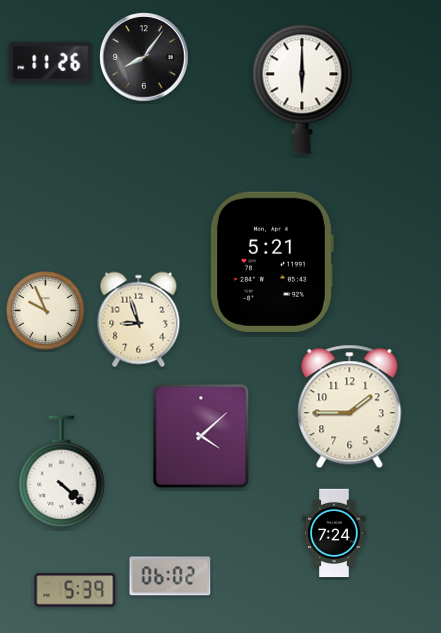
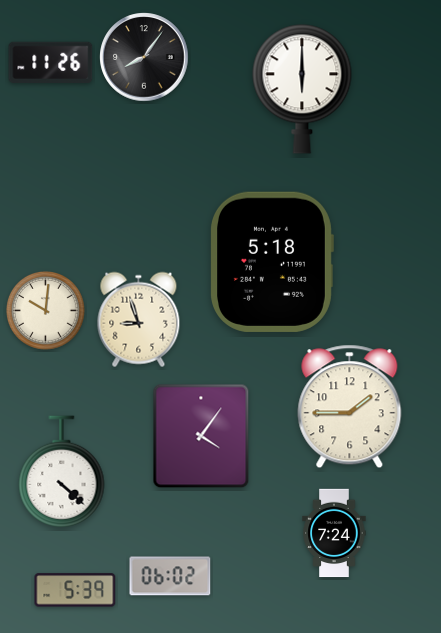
clock at (272, 262): 5:21 -> 5:18
clock at (45, 311): 9:56 -> 10:01
clock at (201, 436): 4:08 -> 4:06
